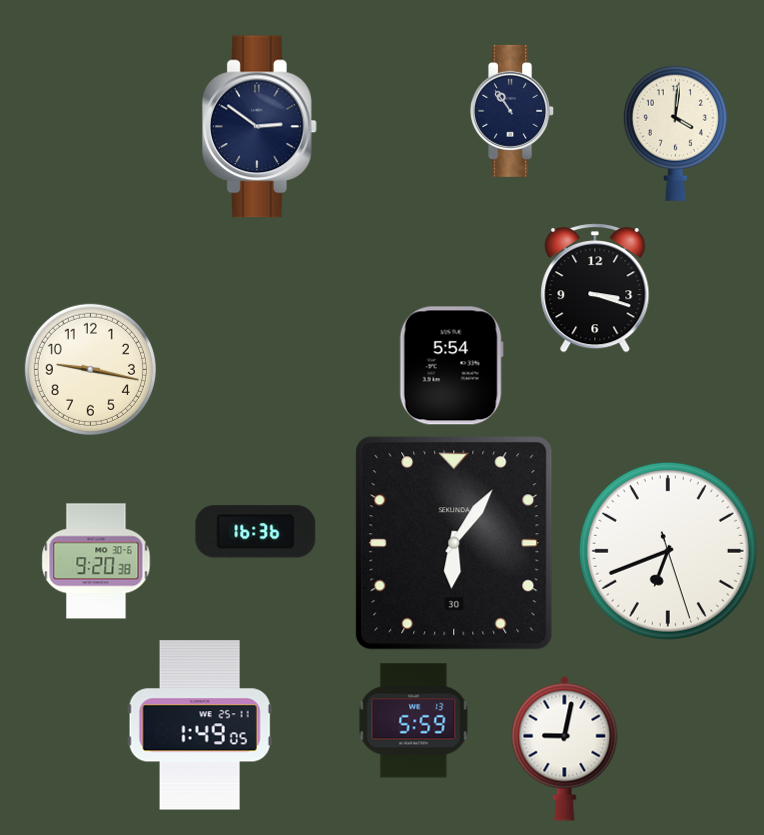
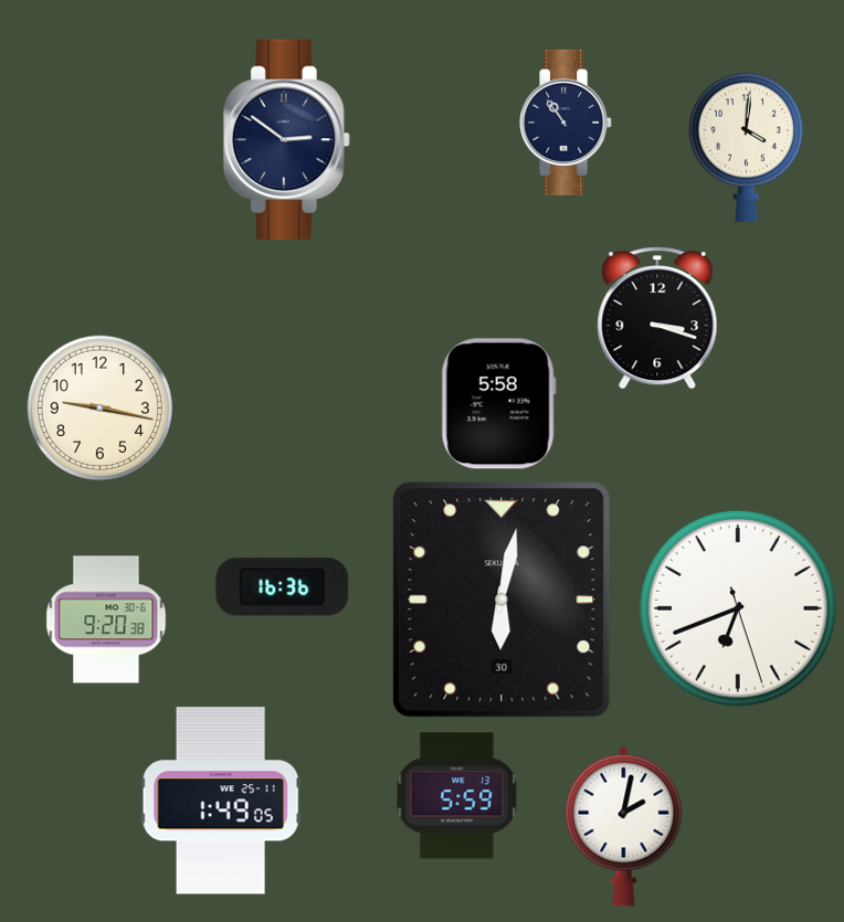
clock at (451, 366): 5:54 -> 5:58
clock at (454, 543): 6:06 -> 6:02
clock at (565, 748): 9:02 -> 2:02
